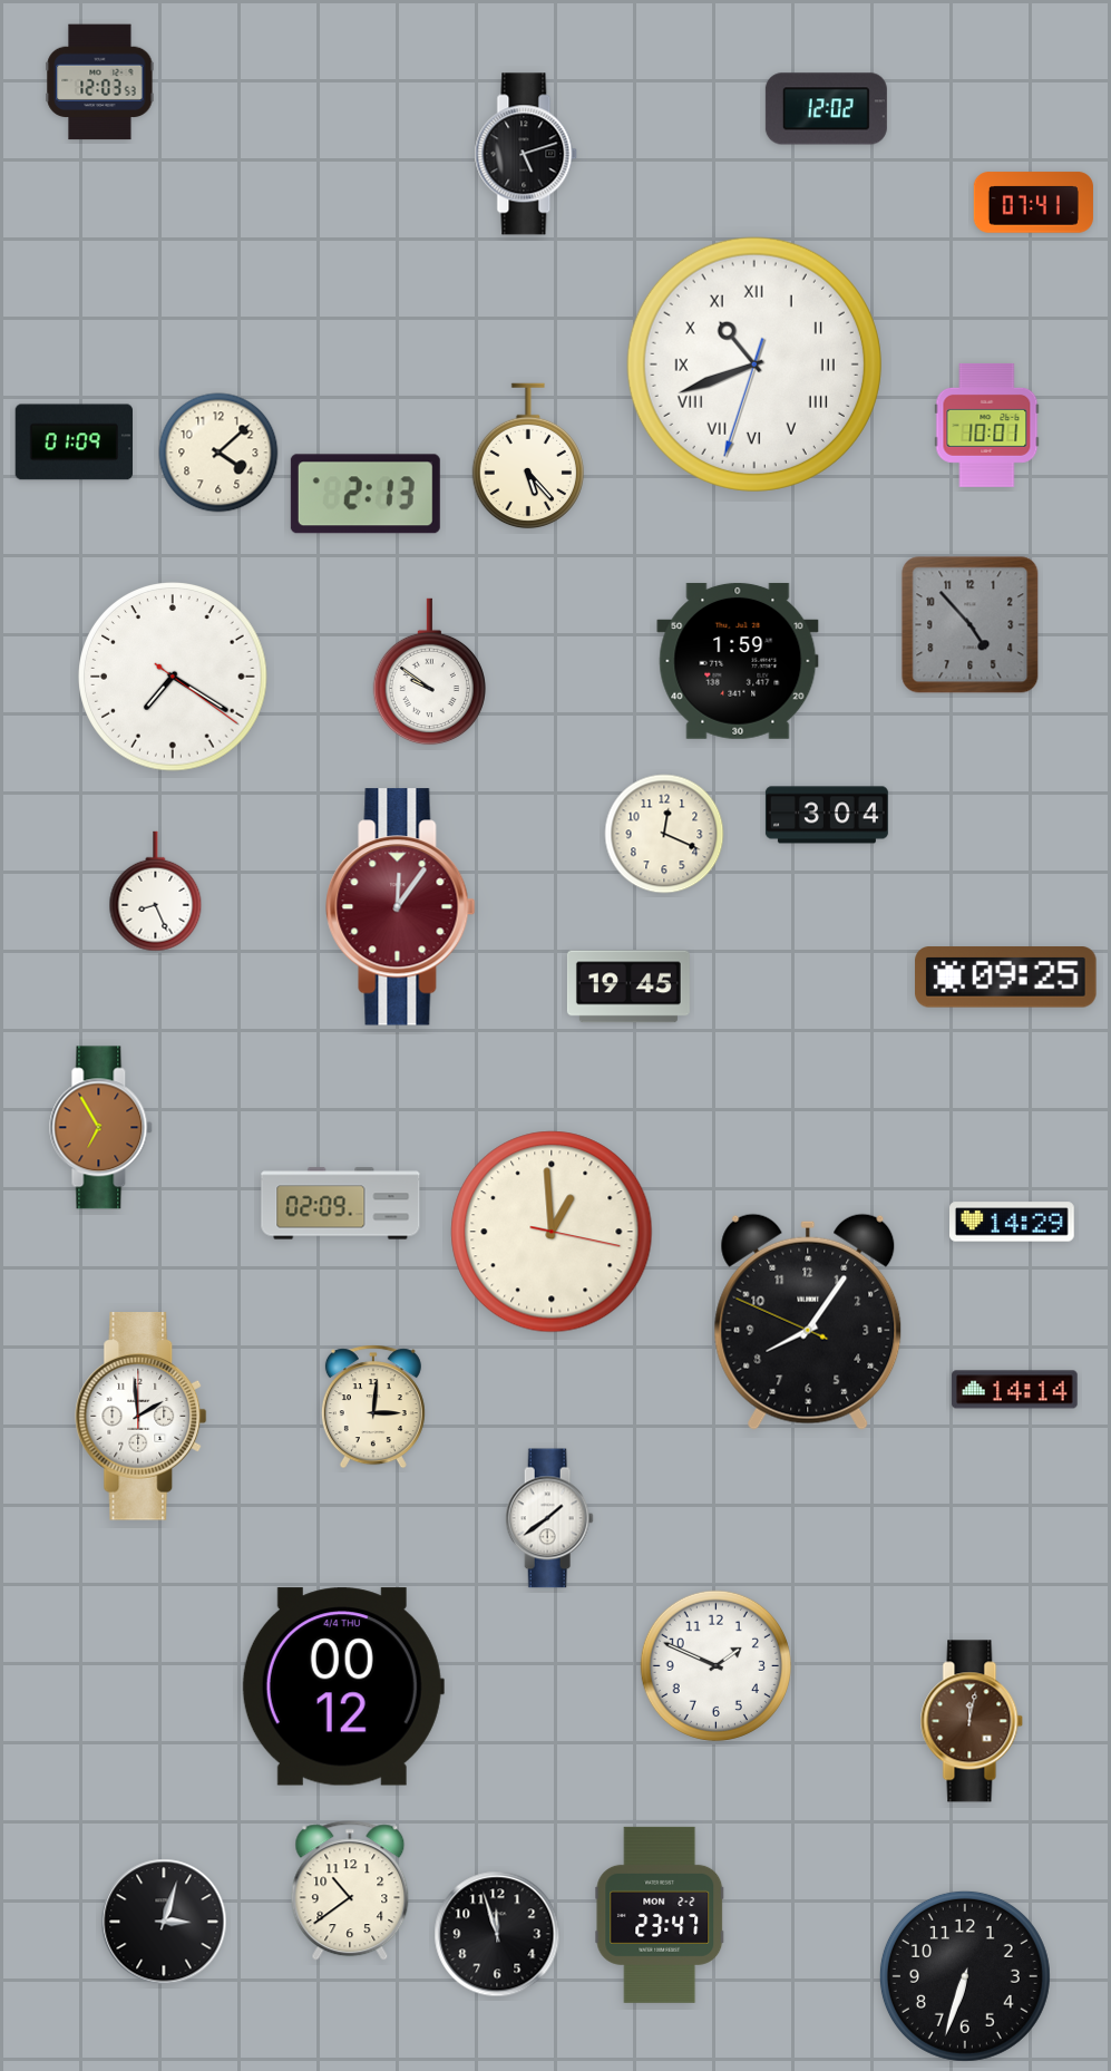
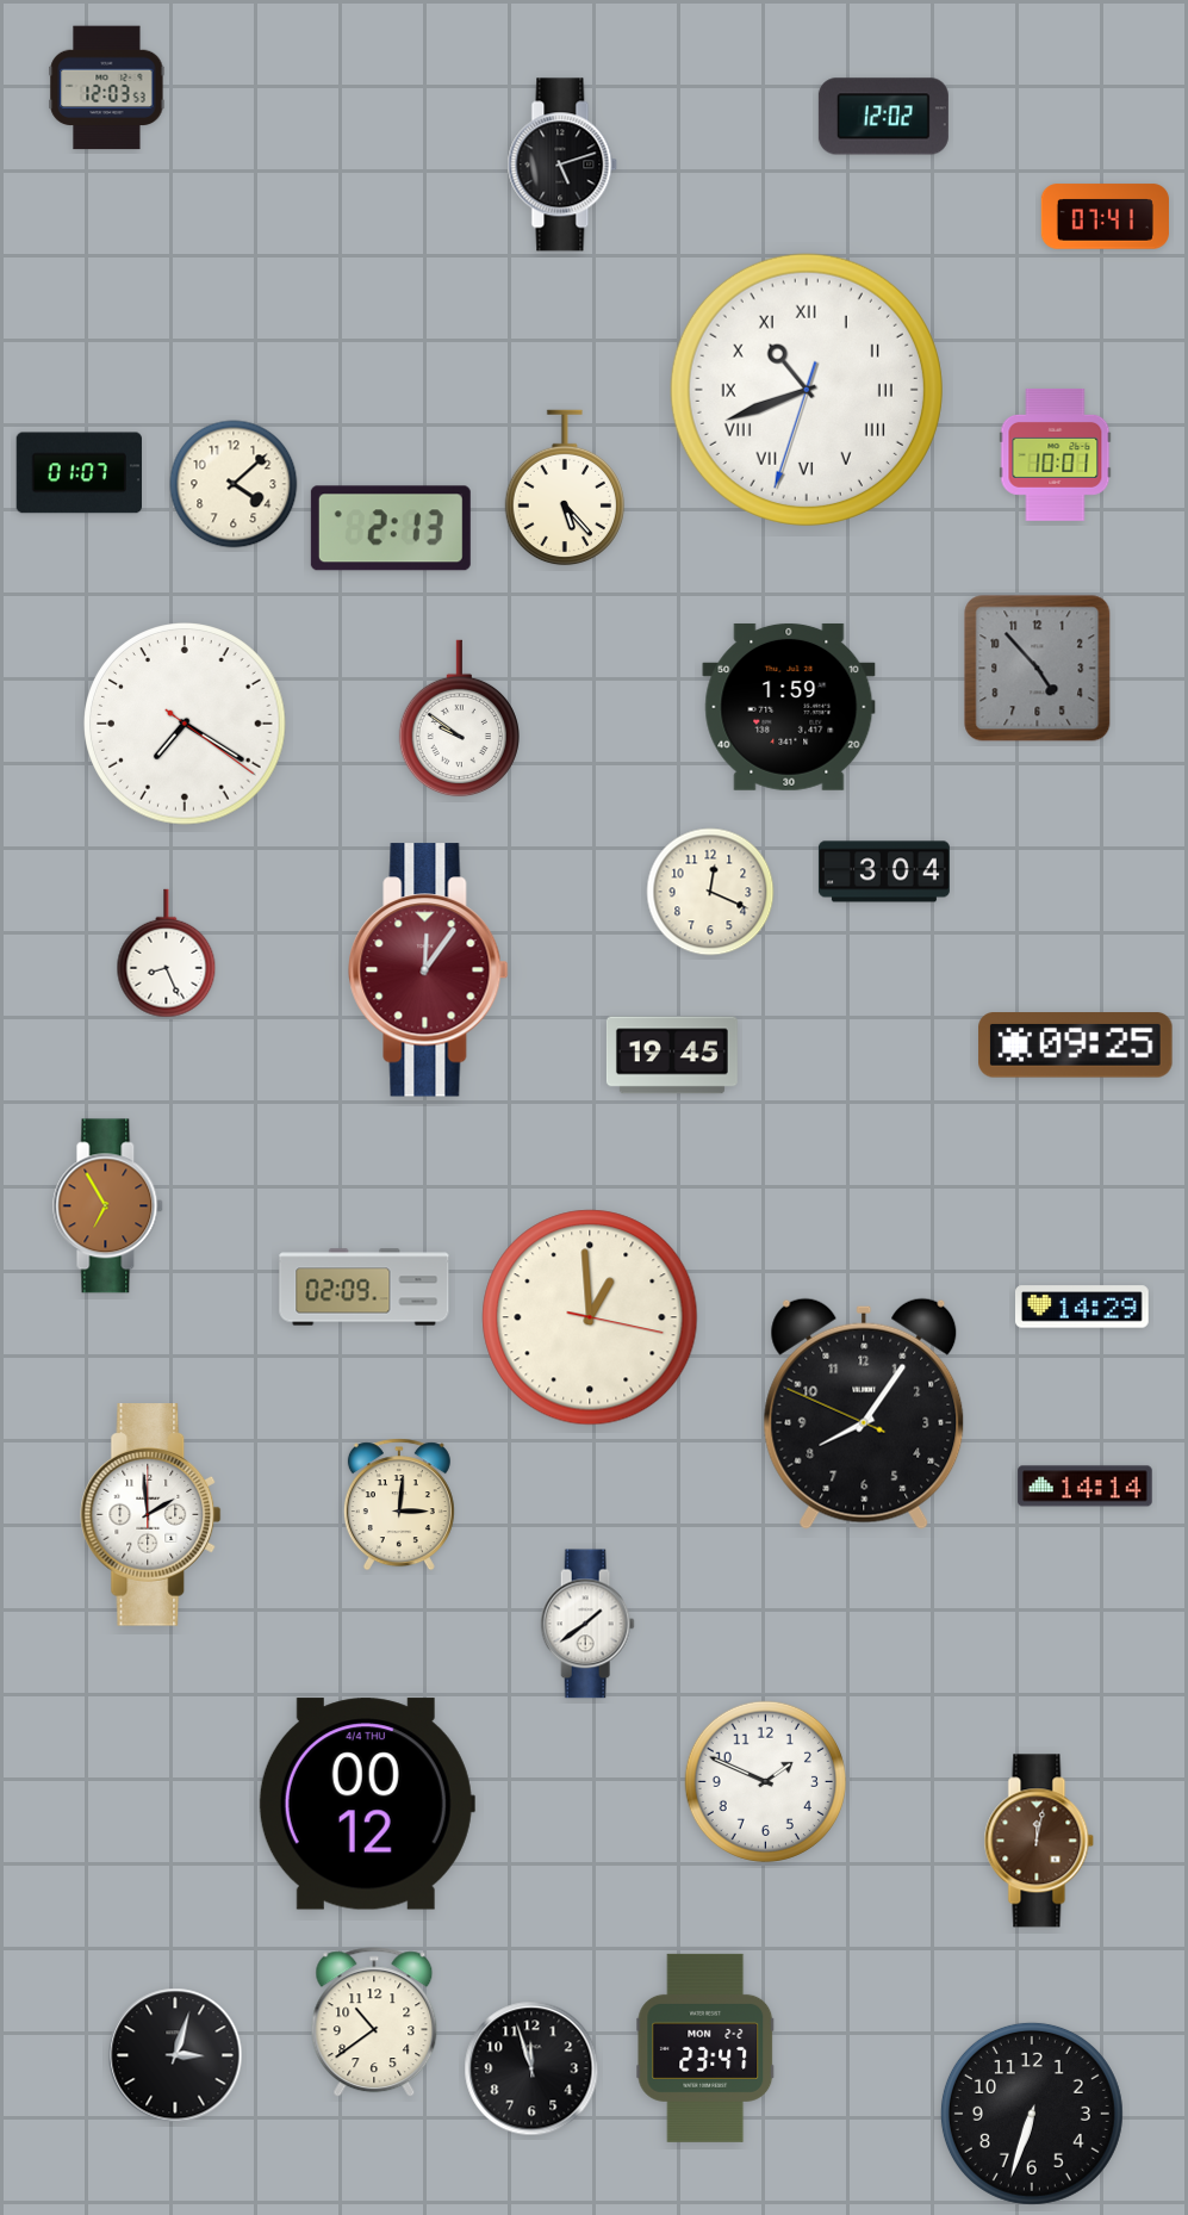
clock at (74, 443): 01:09 -> 01:07
